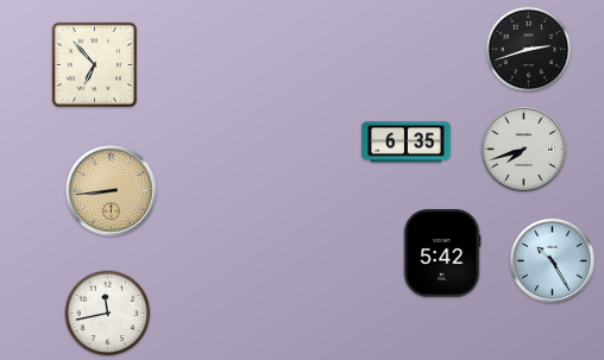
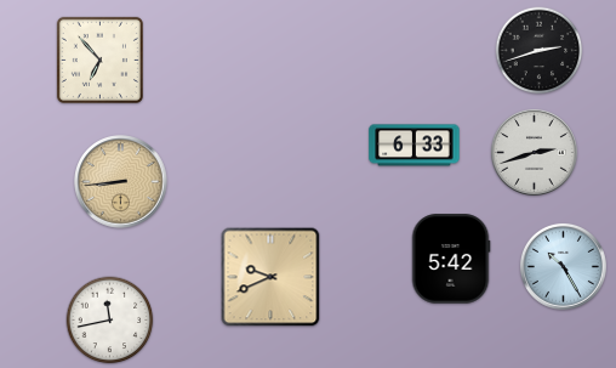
clock at (94, 64) position: (94, 64) -> (99, 60)
clock at (407, 143): 6:35 -> 6:33
clock at (523, 149): 7:42 -> 2:42
clock at (112, 191) position: (112, 191) -> (121, 182)
clock at (270, 277): none -> 9:41
